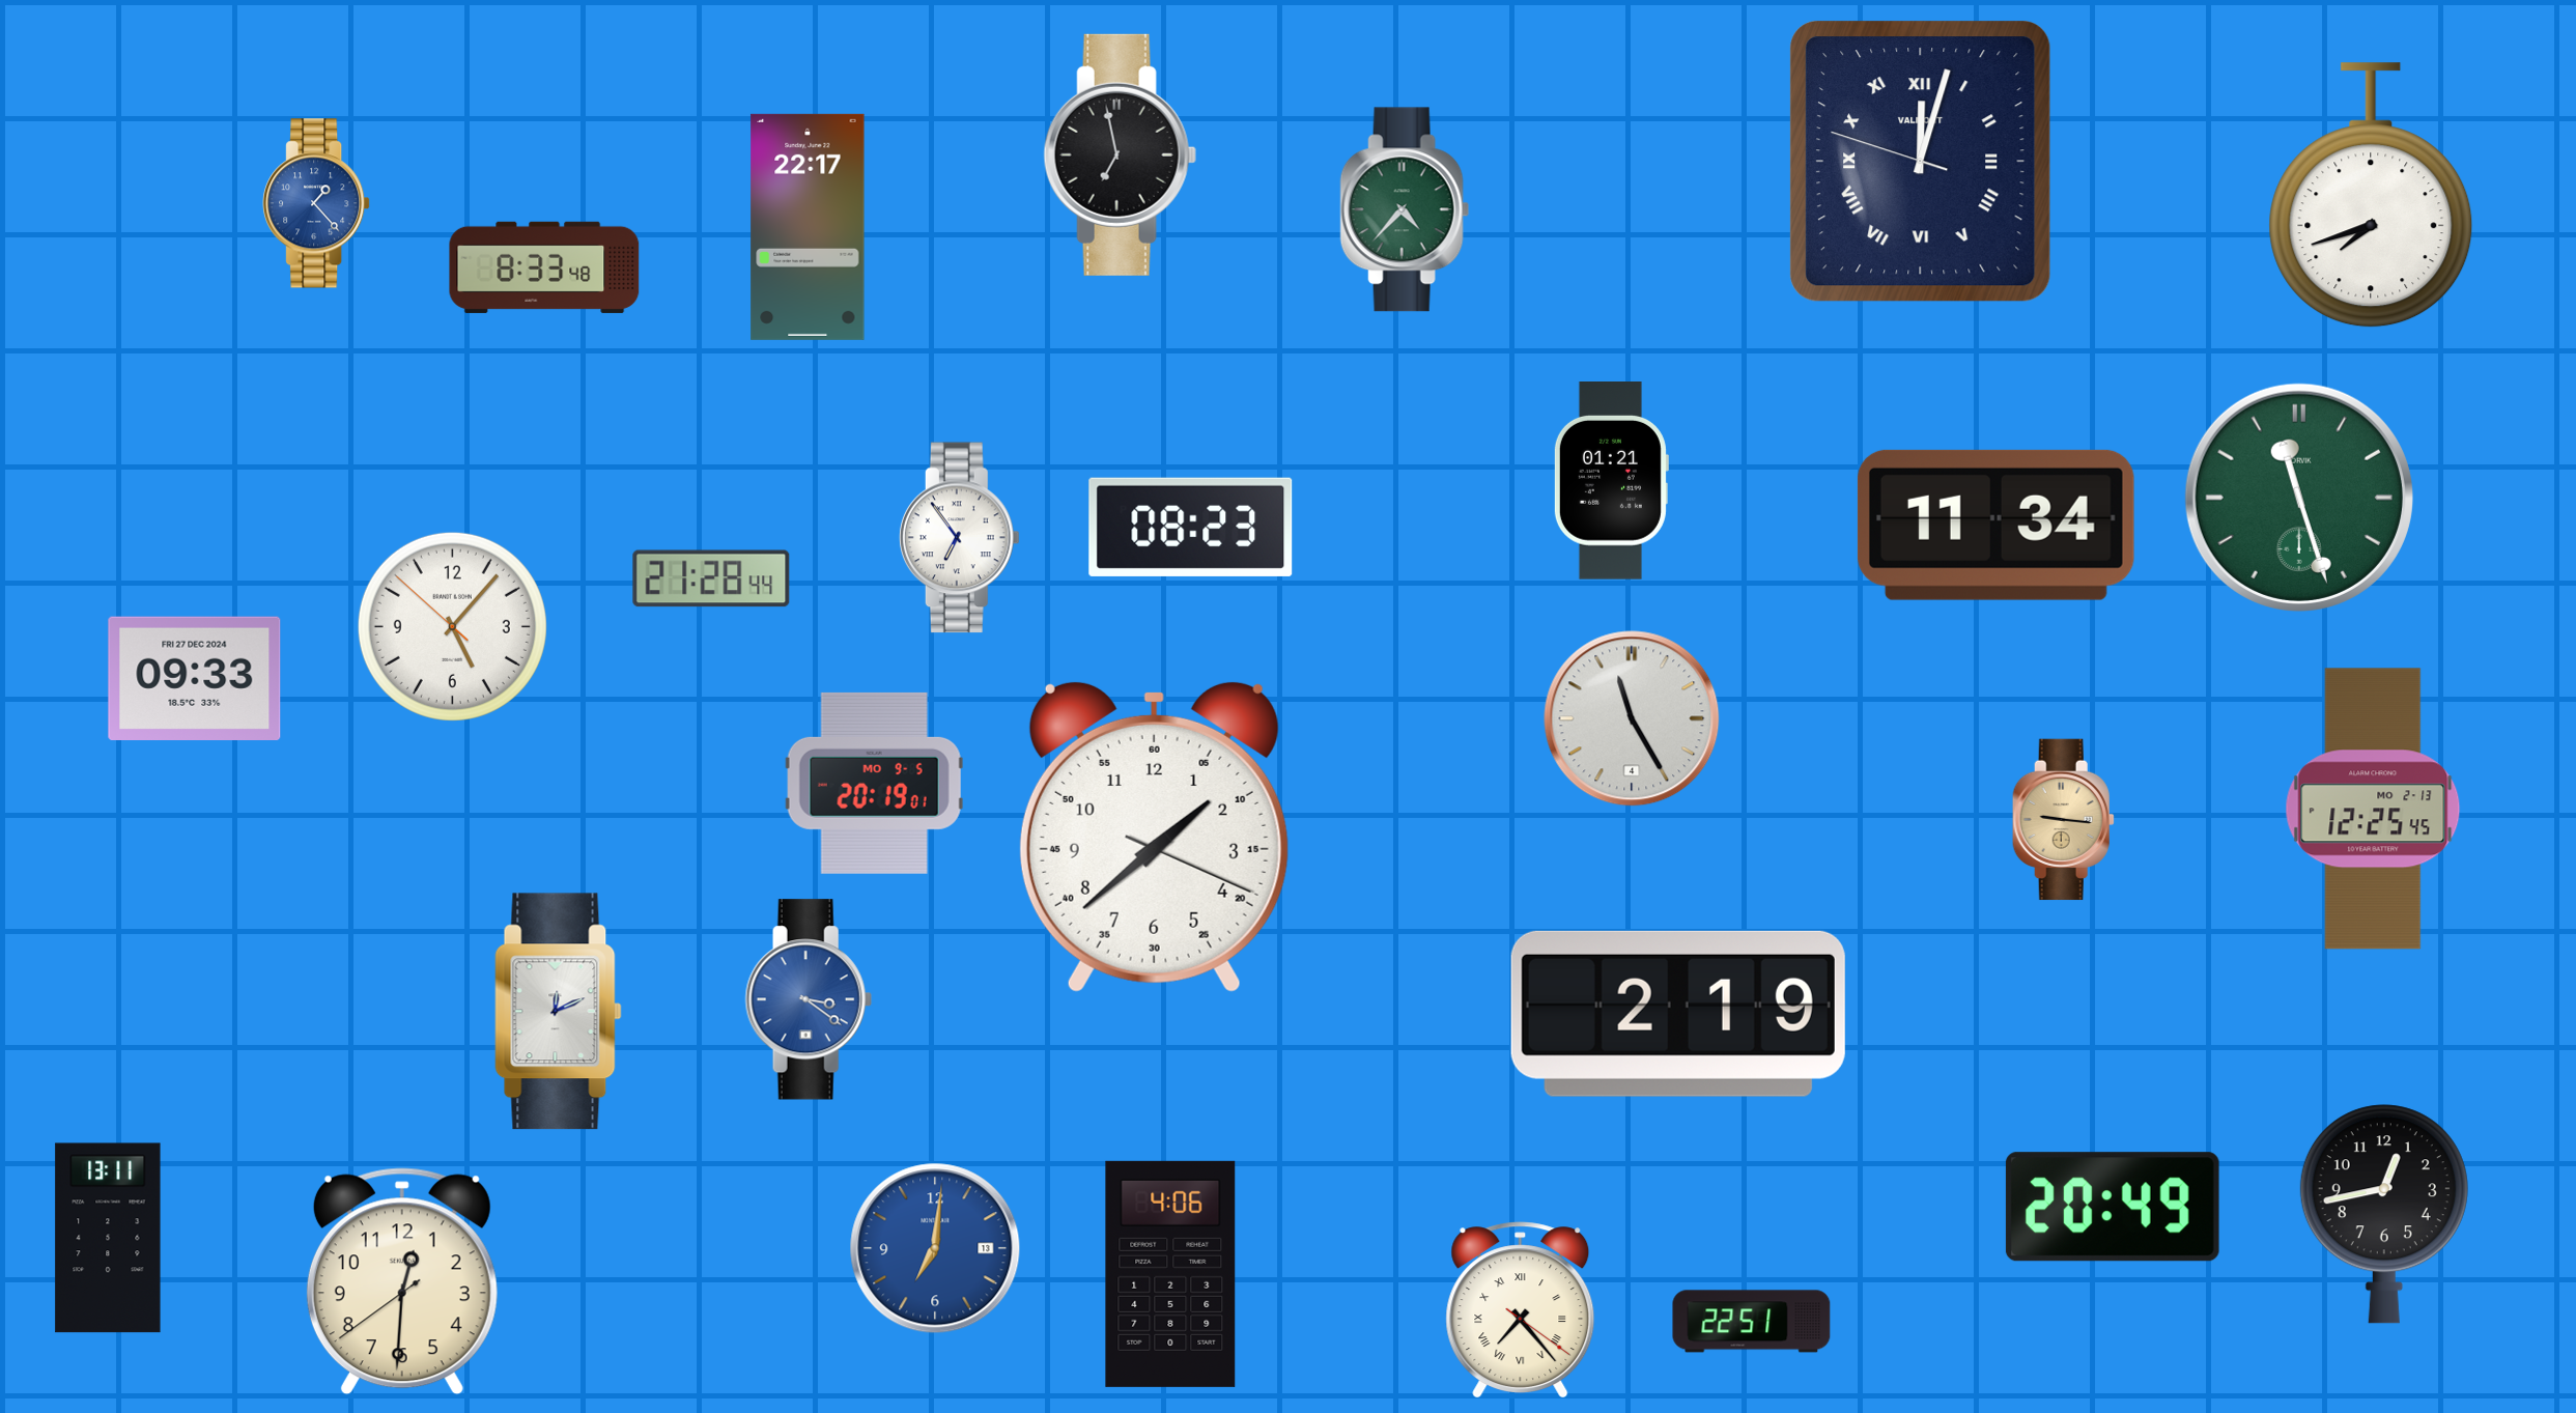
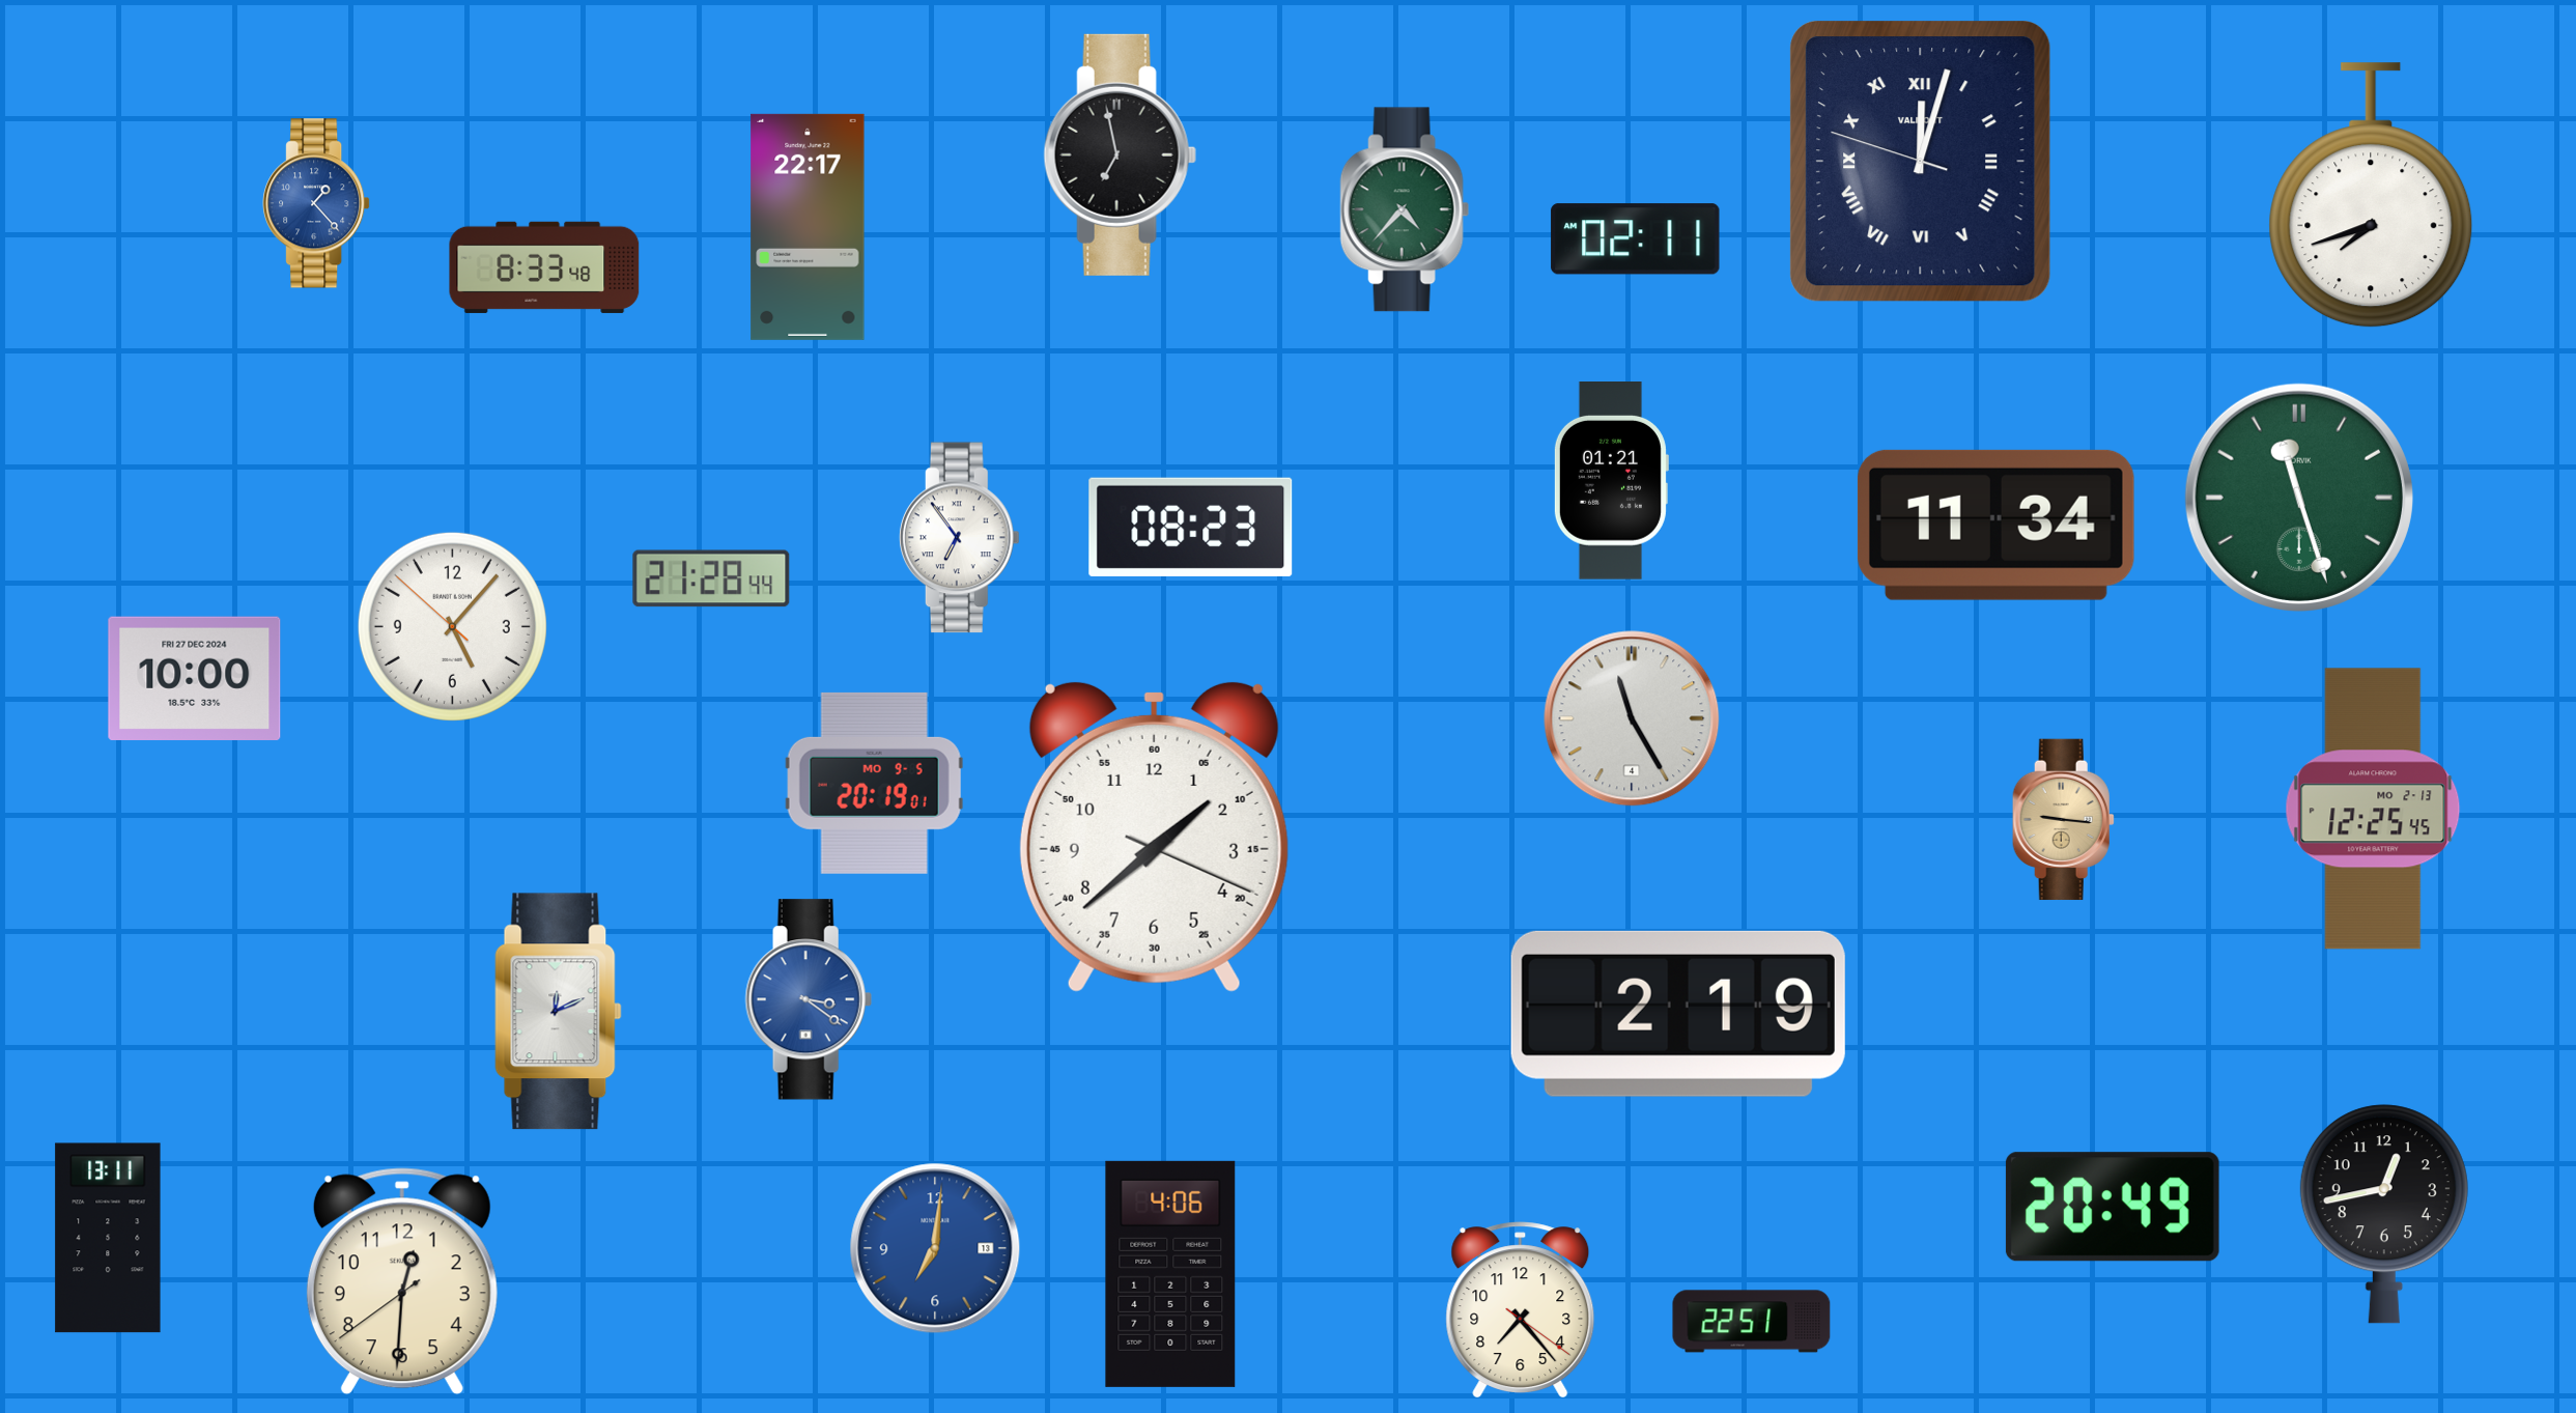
clock at (1636, 239): none -> 02:11
clock at (195, 678): 09:33 -> 10:00
clock at (1521, 1309) numerals: Roman -> Arabic
